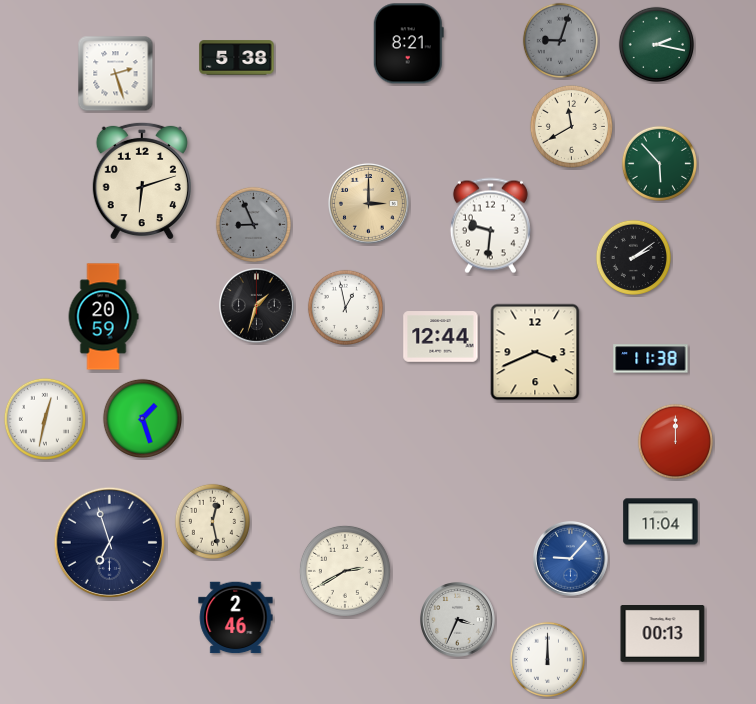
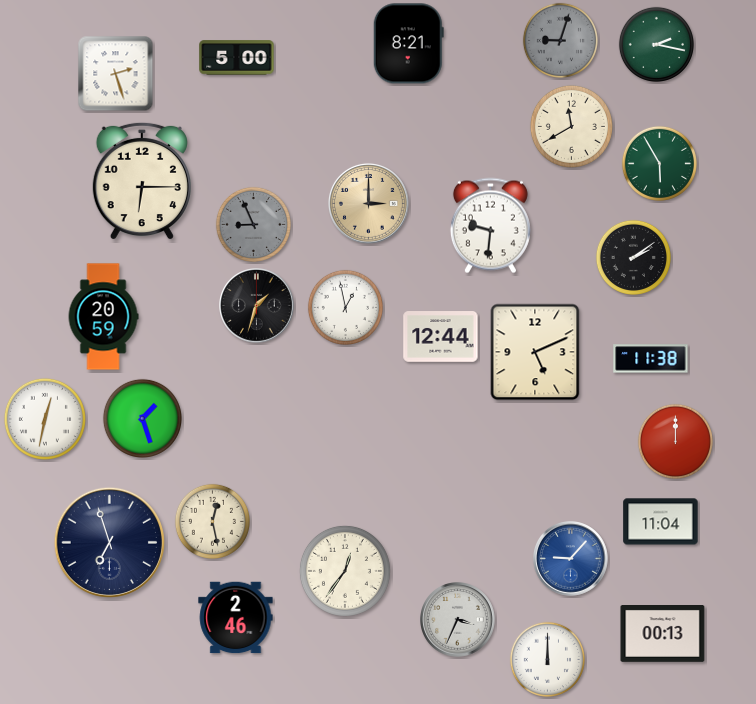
clock at (237, 58): 5:38 -> 5:00
clock at (659, 163): 5:53 -> 5:55
clock at (142, 181): 6:12 -> 6:15
clock at (535, 352): 3:41 -> 5:11
clock at (345, 571): 2:40 -> 12:36
